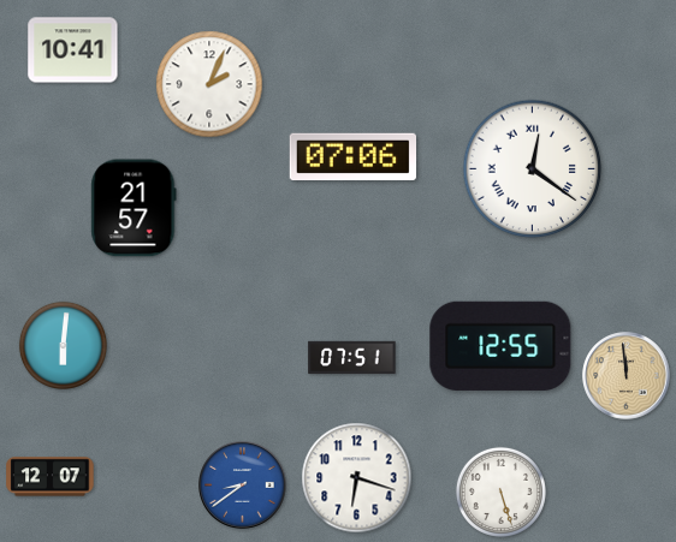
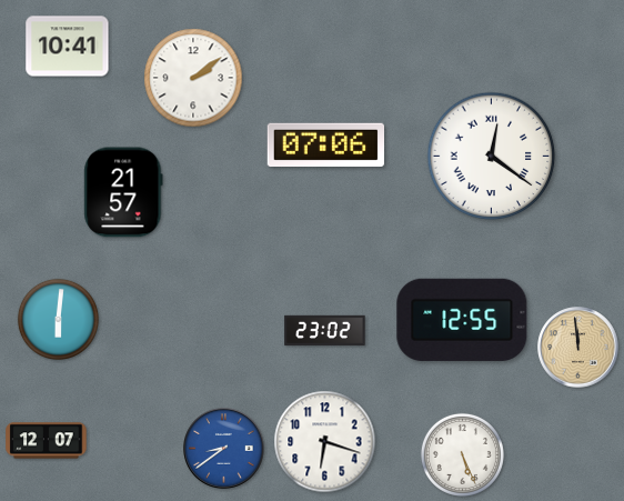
clock at (209, 84): 2:04 -> 2:09
clock at (352, 357): 07:51 -> 23:02
clock at (357, 478) position: (357, 478) -> (325, 442)
clock at (500, 492): 5:27 -> 5:26
